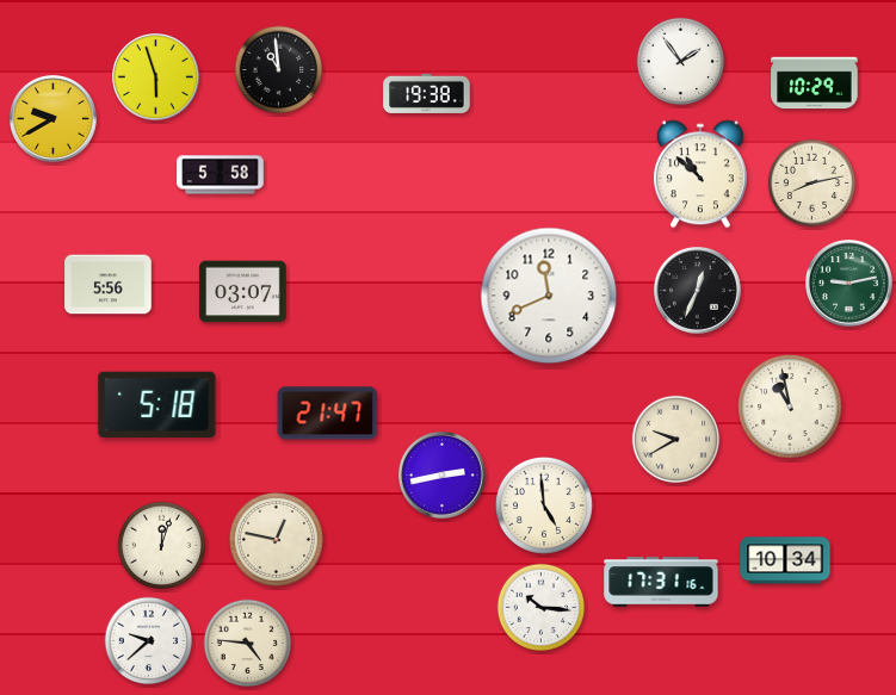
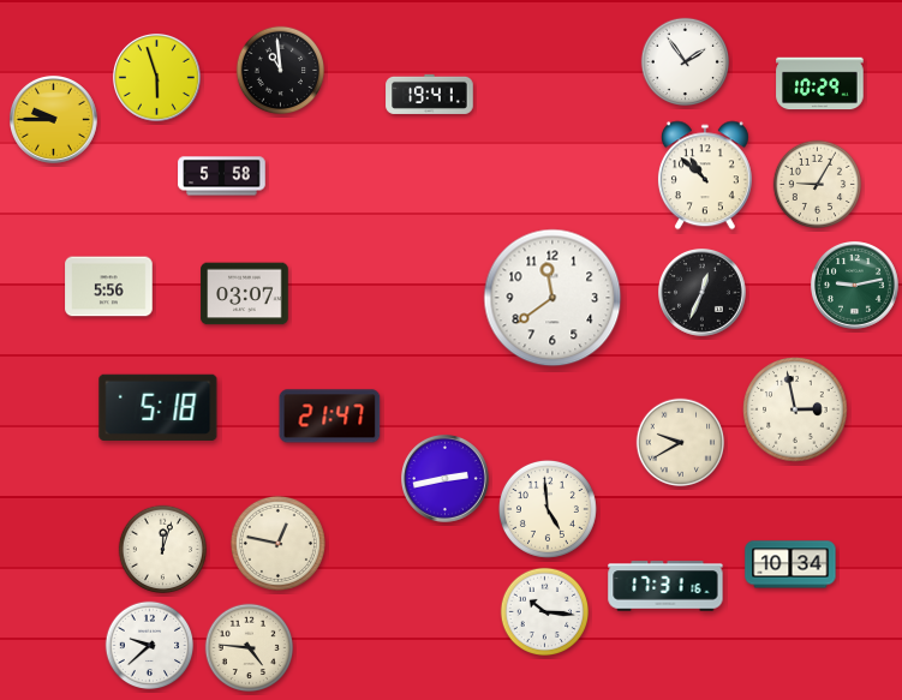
clock at (427, 93): 19:38 -> 19:41
clock at (54, 119): 9:40 -> 9:45
clock at (812, 184): 8:13 -> 9:05
clock at (549, 296): 11:41 -> 11:39
clock at (790, 407): 10:58 -> 2:58
